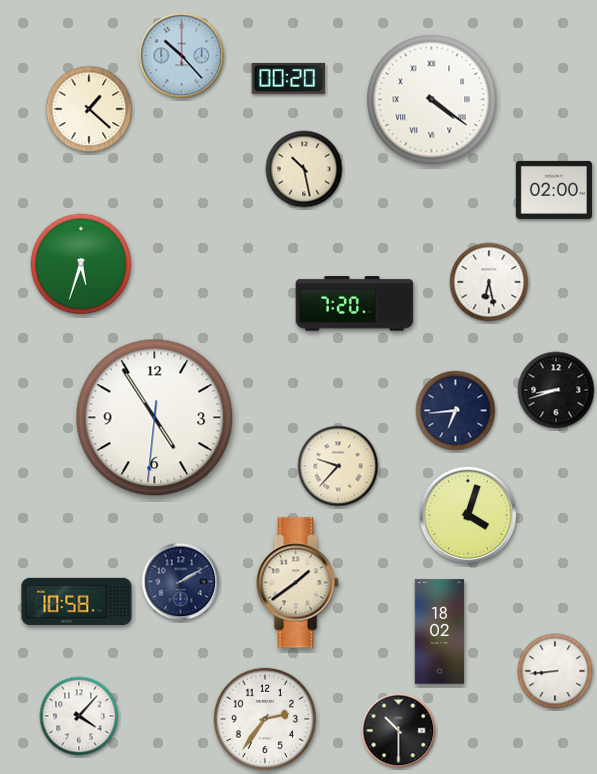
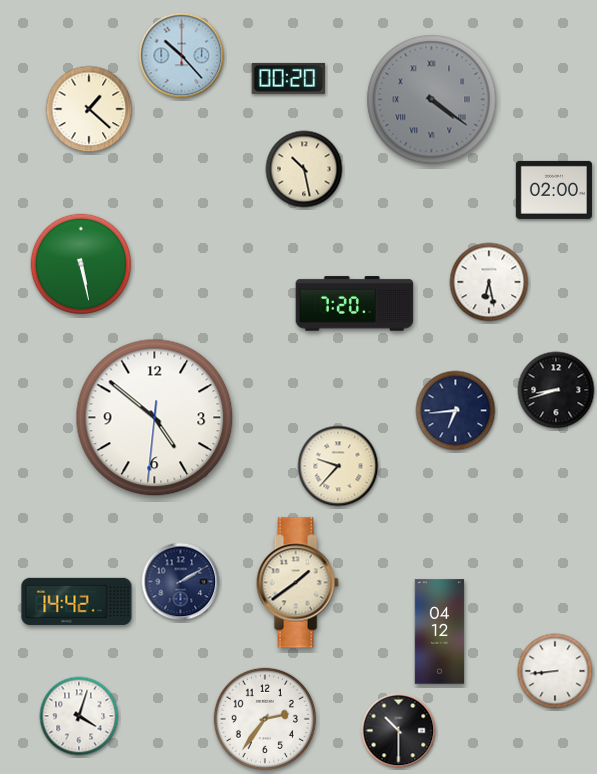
clock at (432, 100) dial: white -> grey
clock at (80, 263): 5:33 -> 5:28
clock at (155, 418): 4:54 -> 4:51
clock at (468, 515): 4:03 -> none
clock at (77, 601): 10:58 -> 14:42
clock at (440, 632): 18:02 -> 04:12
clock at (79, 716): 4:07 -> 4:03
